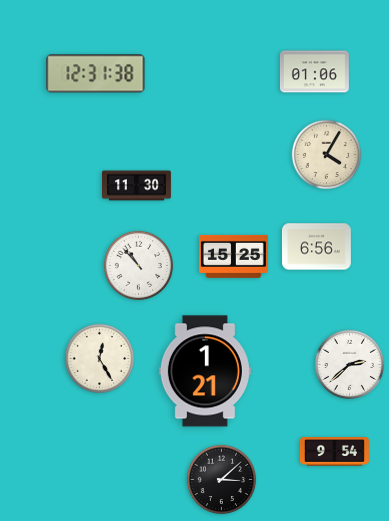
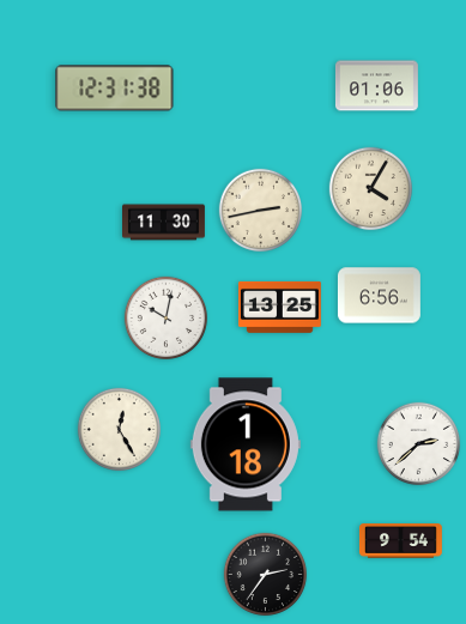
clock at (327, 155) position: (327, 155) -> (371, 189)
clock at (261, 211): none -> 2:43
clock at (233, 256): 15:25 -> 13:25
clock at (139, 266): 10:53 -> 10:02
clock at (350, 365) position: (350, 365) -> (419, 444)
clock at (205, 371): 1:21 -> 1:18
clock at (222, 480): 3:08 -> 2:36
